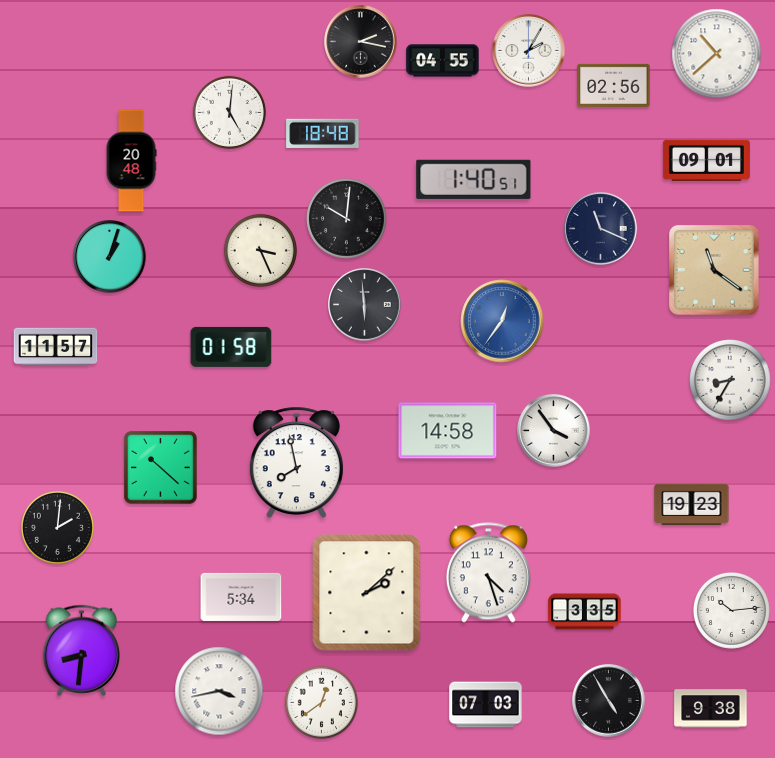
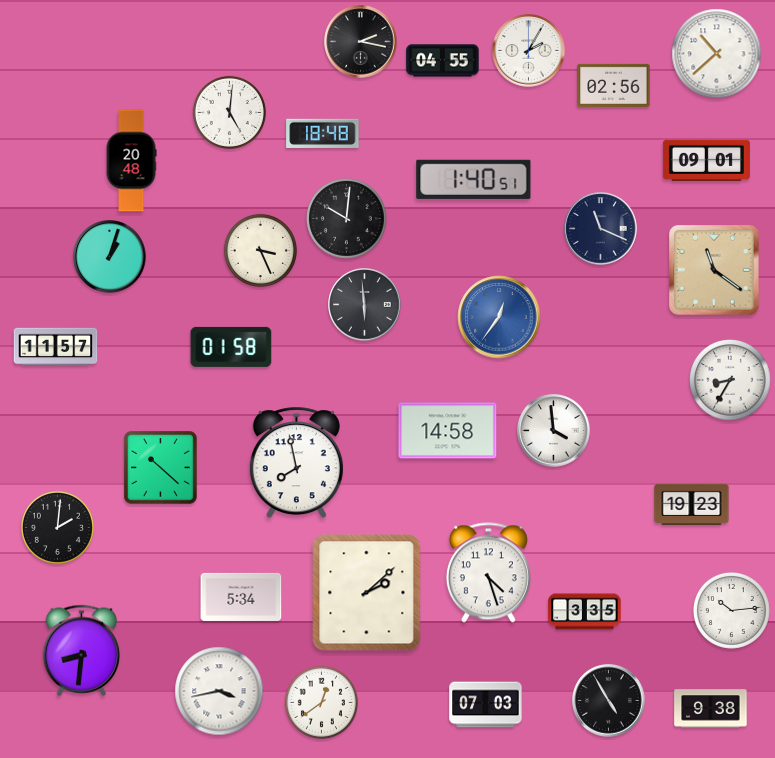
clock at (502, 321) position: (502, 321) -> (499, 317)
clock at (554, 431): 3:54 -> 3:59
